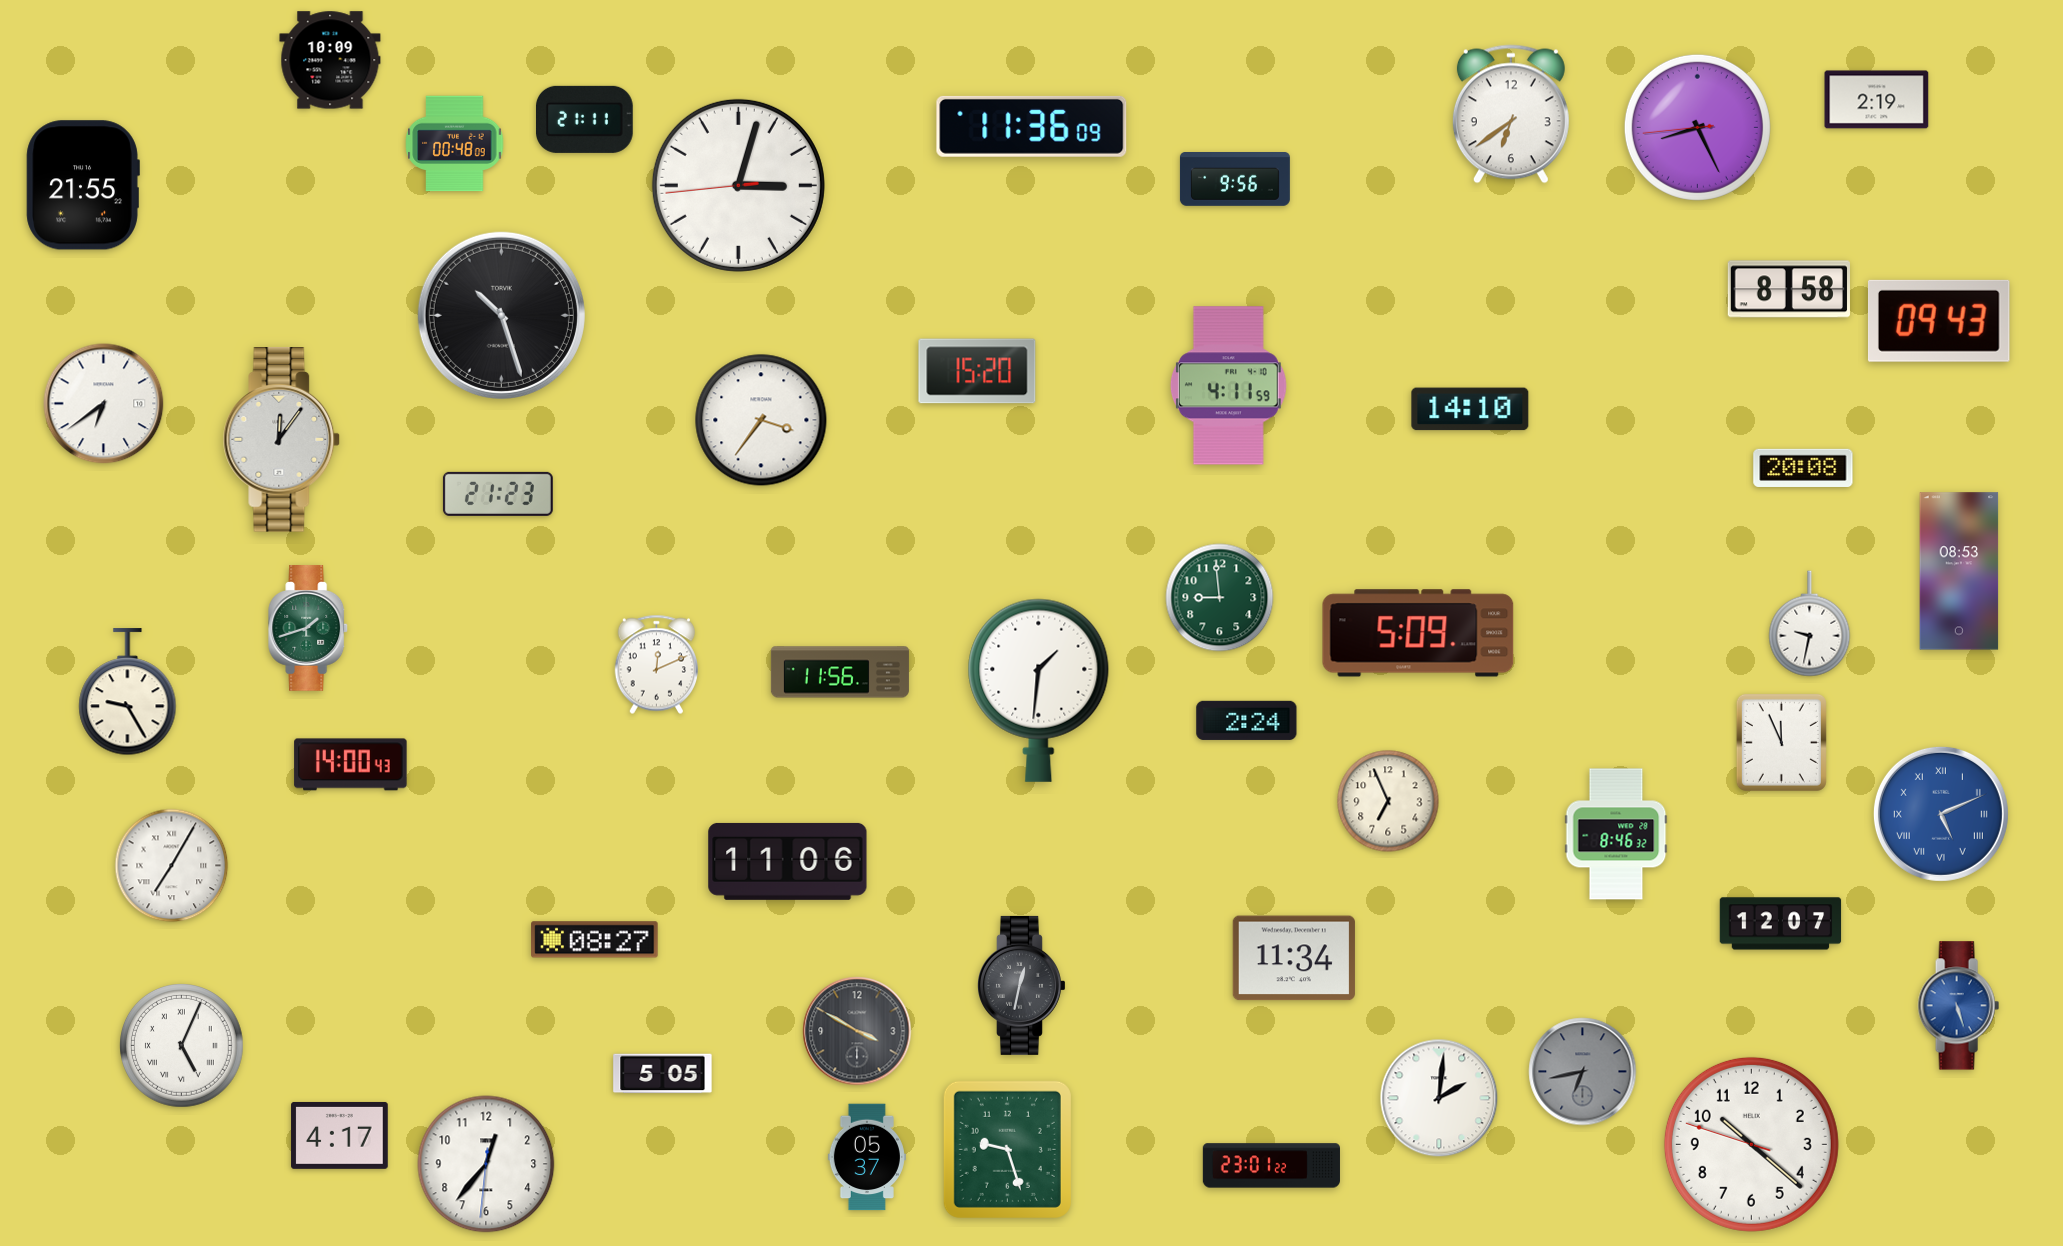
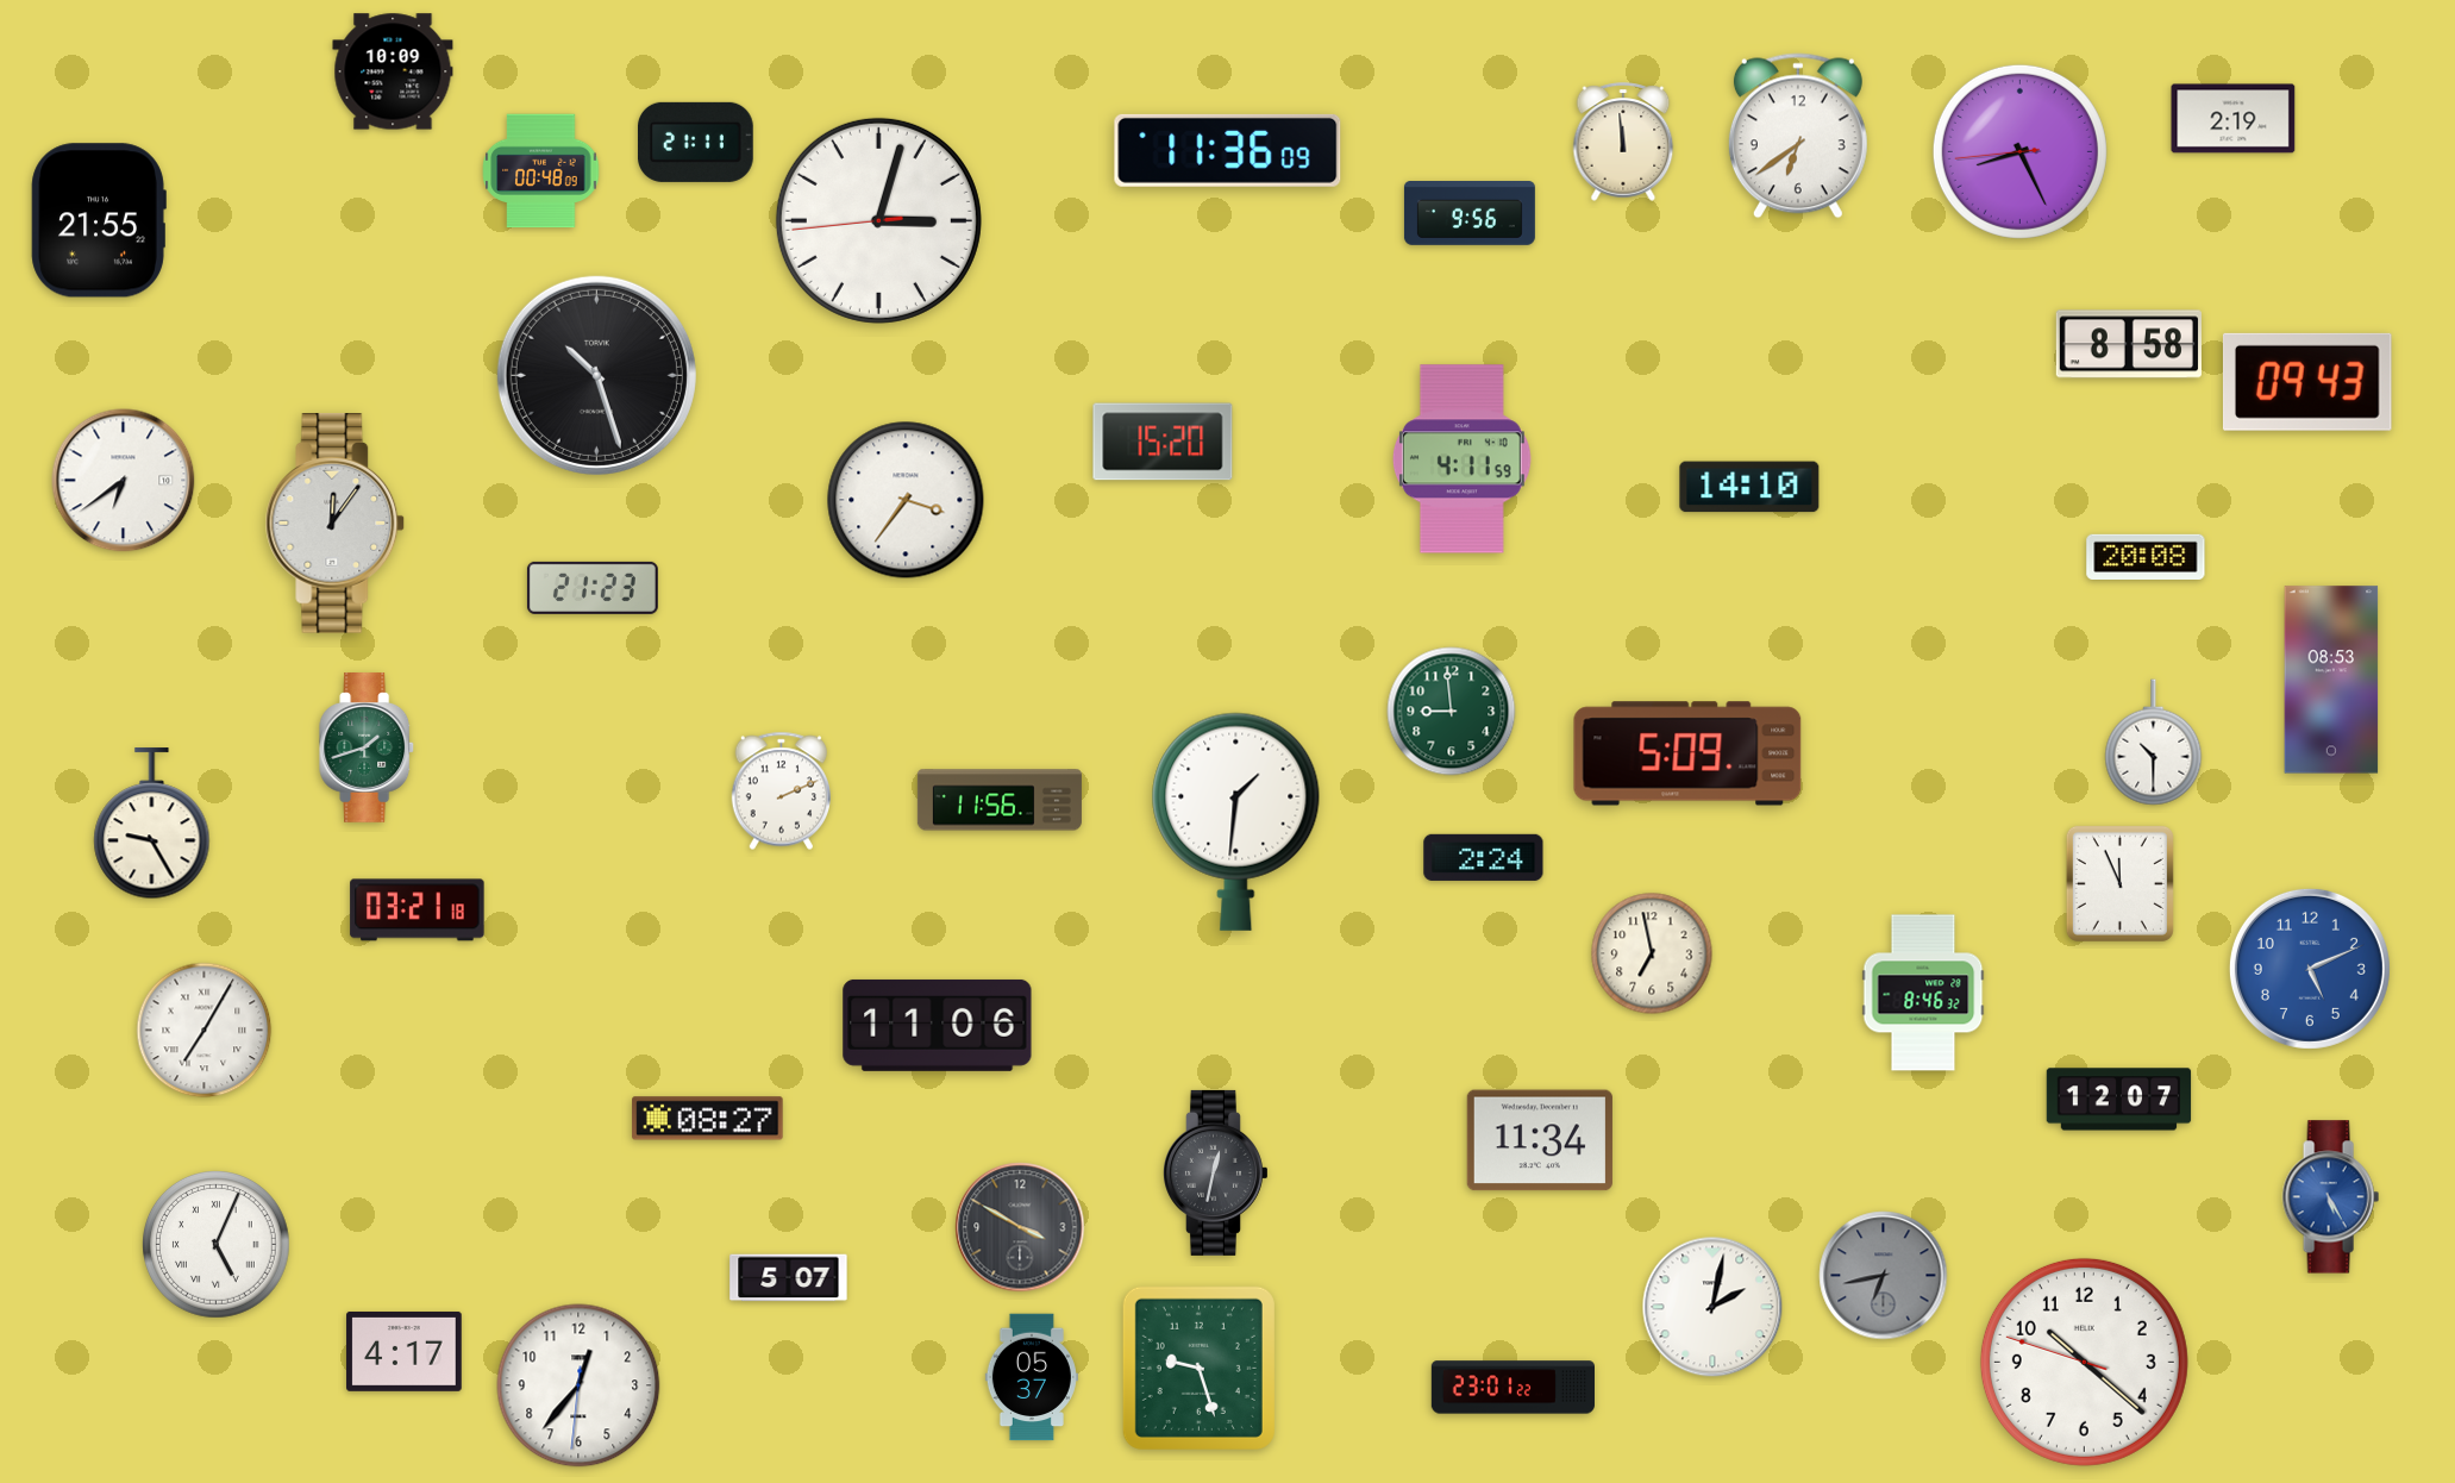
clock at (1623, 142): none -> 11:59
clock at (1810, 624): 9:32 -> 10:30
clock at (657, 665): 12:11 -> 2:11
clock at (351, 765): 14:00 -> 03:21
clock at (1388, 801): 6:56 -> 6:58
clock at (1941, 814) numerals: Roman -> Arabic
clock at (1958, 1006): 5:27 -> 5:25
clock at (663, 1074): 5:05 -> 5:07
clock at (1439, 1098): 2:01 -> 2:02
